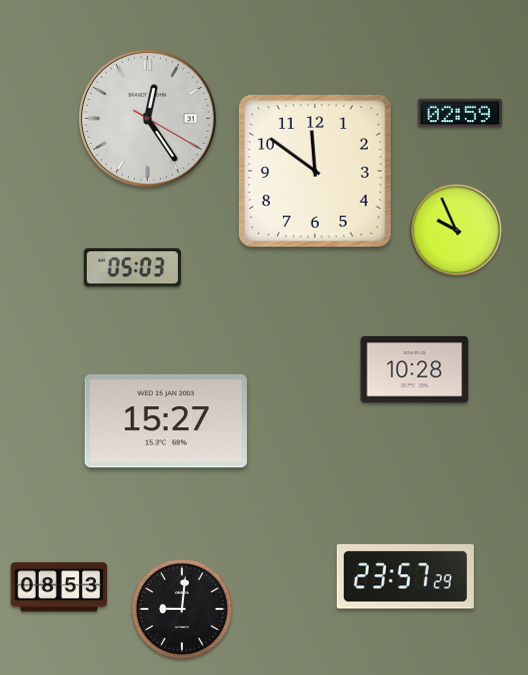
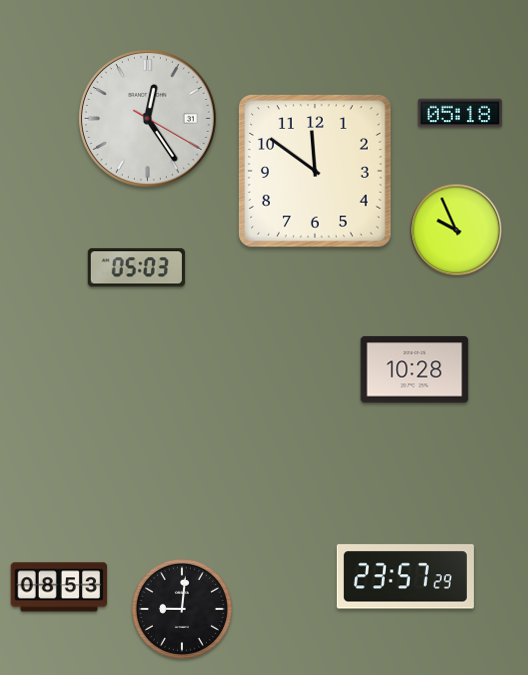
clock at (460, 113): 02:59 -> 05:18
clock at (132, 268) position: (132, 268) -> (136, 268)
clock at (166, 421): 15:27 -> none
